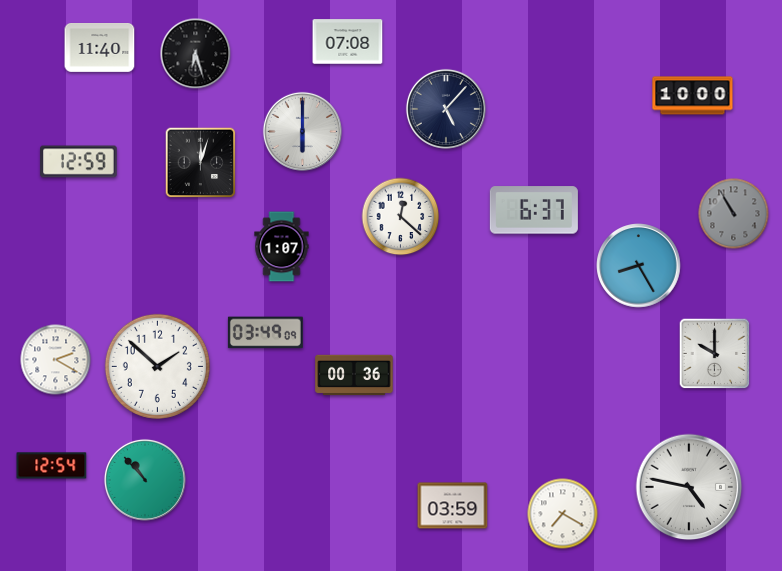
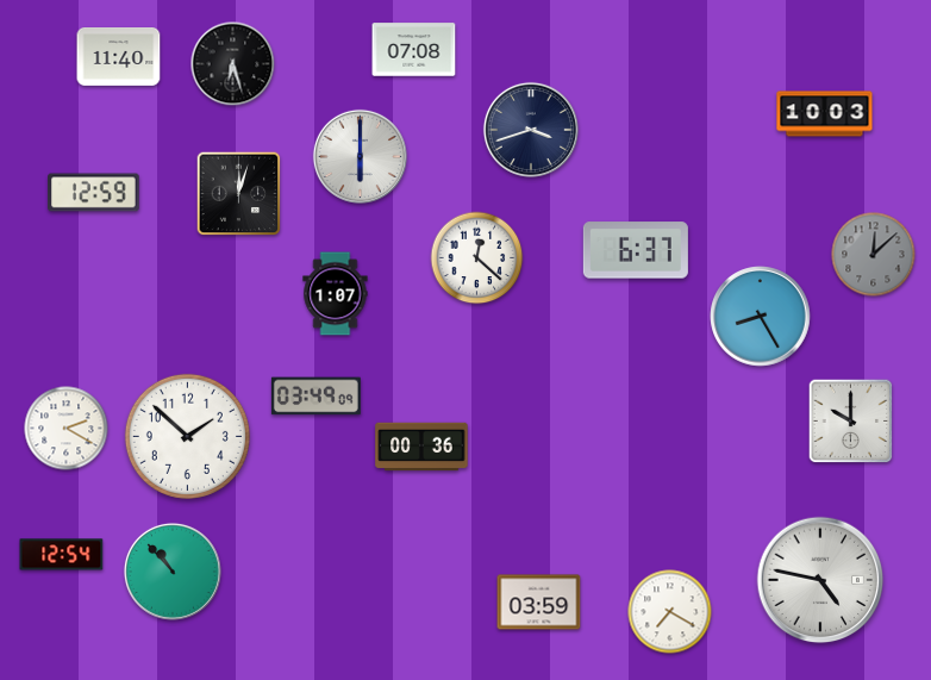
clock at (693, 96): 10:00 -> 10:03
clock at (446, 109): 5:07 -> 3:42
clock at (734, 214): 10:55 -> 12:08
